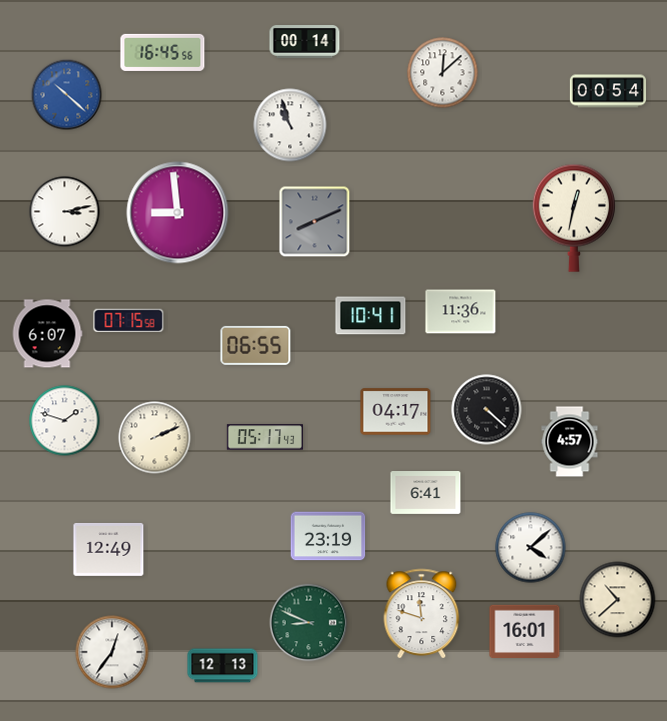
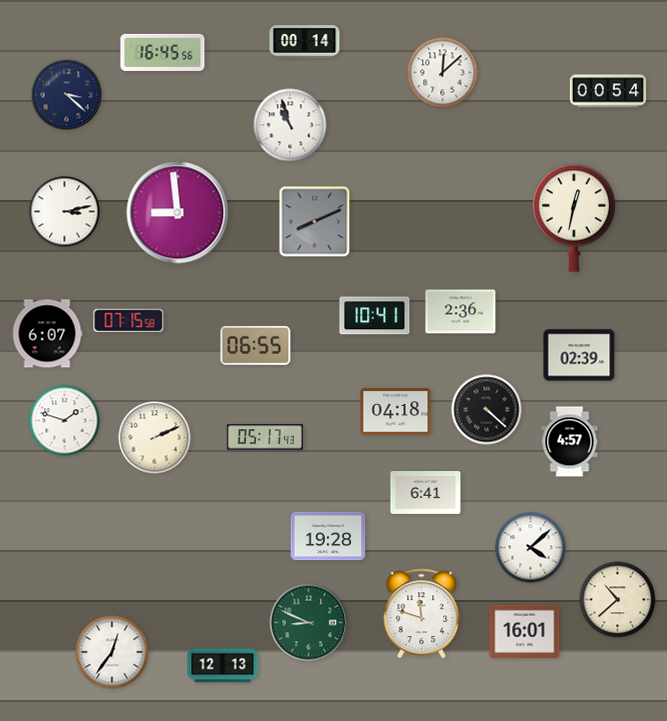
clock at (67, 95): 10:22 -> 3:22
clock at (67, 95) dial: blue -> navy
clock at (461, 312): 11:36 -> 2:36
clock at (371, 316) position: (371, 316) -> (375, 316)
clock at (579, 355): none -> 02:39
clock at (396, 412): 04:17 -> 04:18
clock at (328, 536): 23:19 -> 19:28
clock at (109, 549): 12:49 -> none
